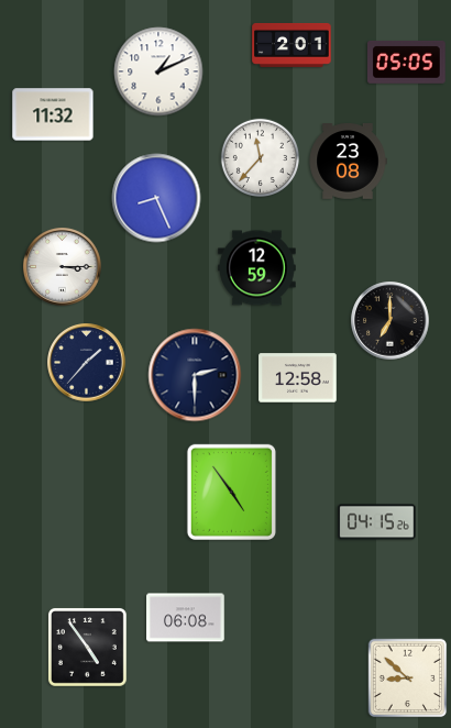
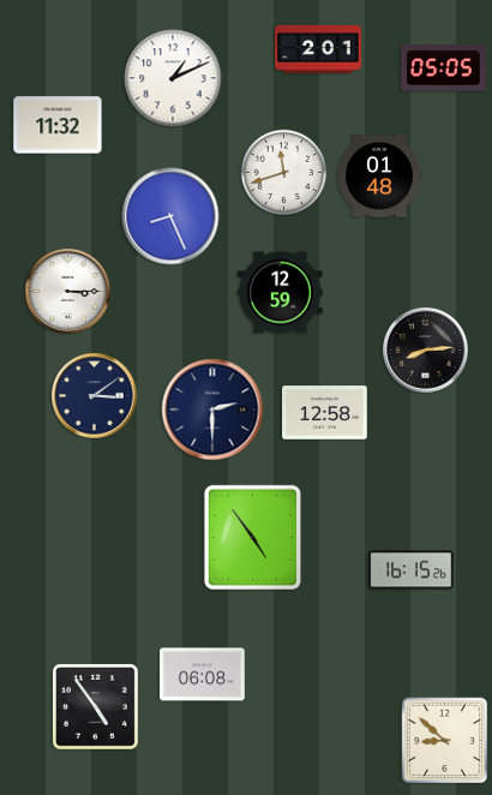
clock at (260, 157): 11:37 -> 11:42
clock at (348, 162): 23:08 -> 01:48
clock at (391, 321): 7:00 -> 8:14
clock at (87, 363): 1:37 -> 3:09
clock at (377, 522): 04:15 -> 16:15
